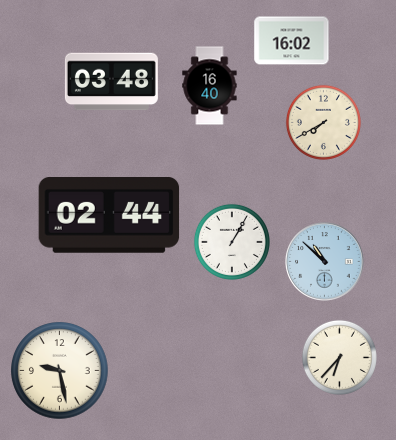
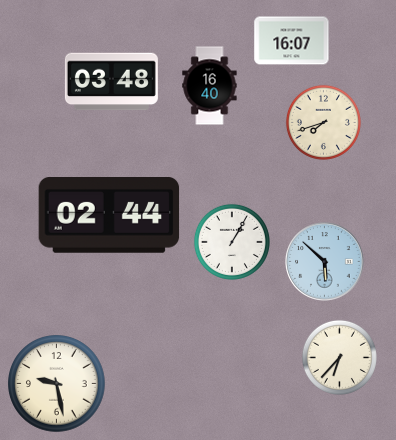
clock at (292, 41): 16:02 -> 16:07
clock at (323, 122): 7:40 -> 7:42
clock at (325, 262): 10:52 -> 5:52
clock at (60, 371) position: (60, 371) -> (57, 384)
